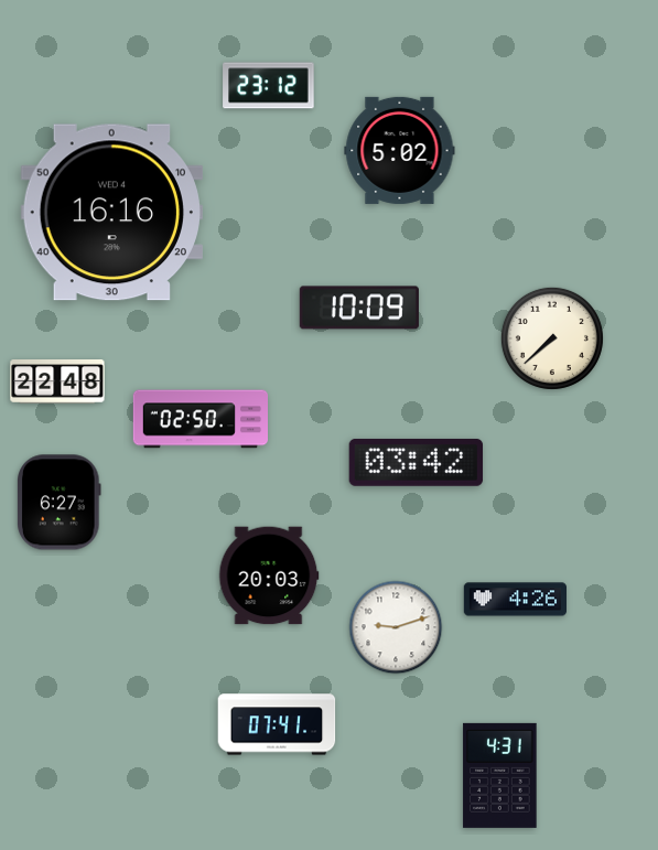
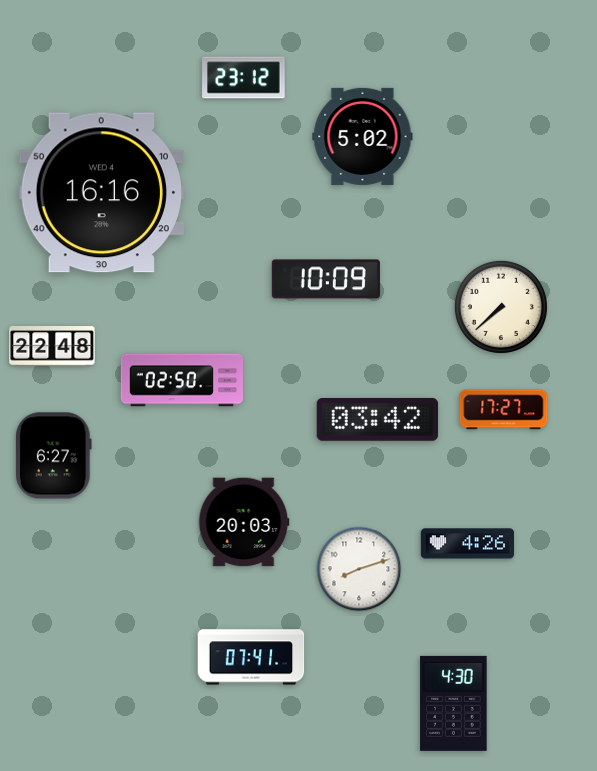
clock at (504, 410): none -> 17:27
clock at (396, 627): 9:12 -> 8:12
clock at (500, 775): 4:31 -> 4:30
